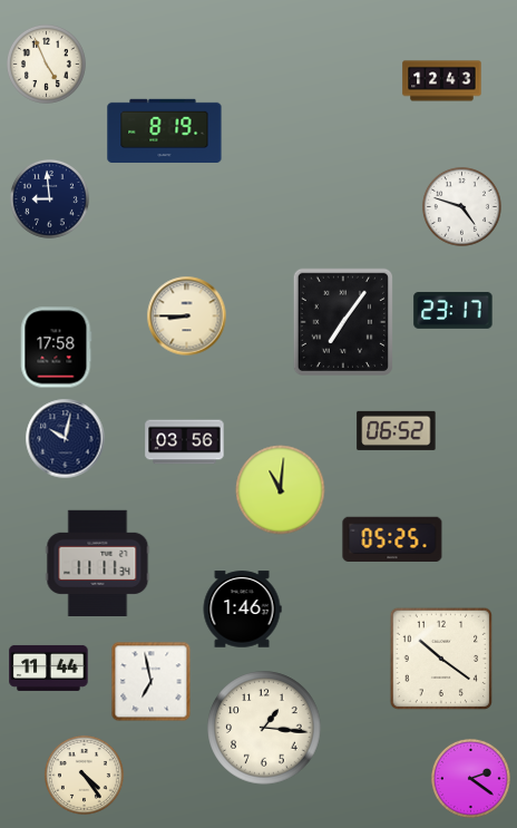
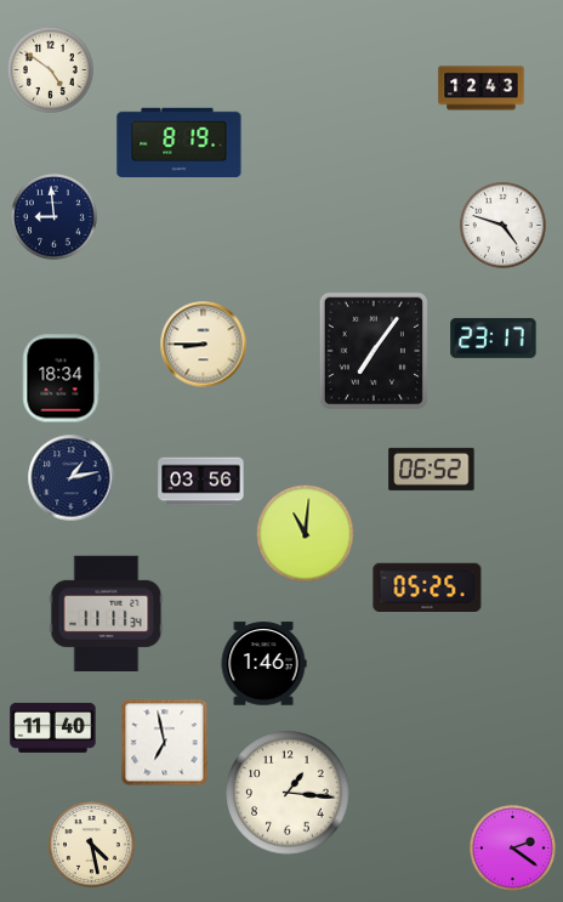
clock at (46, 64): 4:56 -> 4:51
clock at (57, 348): 17:58 -> 18:34
clock at (66, 439): 10:02 -> 1:13
clock at (440, 657): 10:21 -> none
clock at (49, 668): 11:44 -> 11:40
clock at (84, 775): 4:24 -> 4:28
